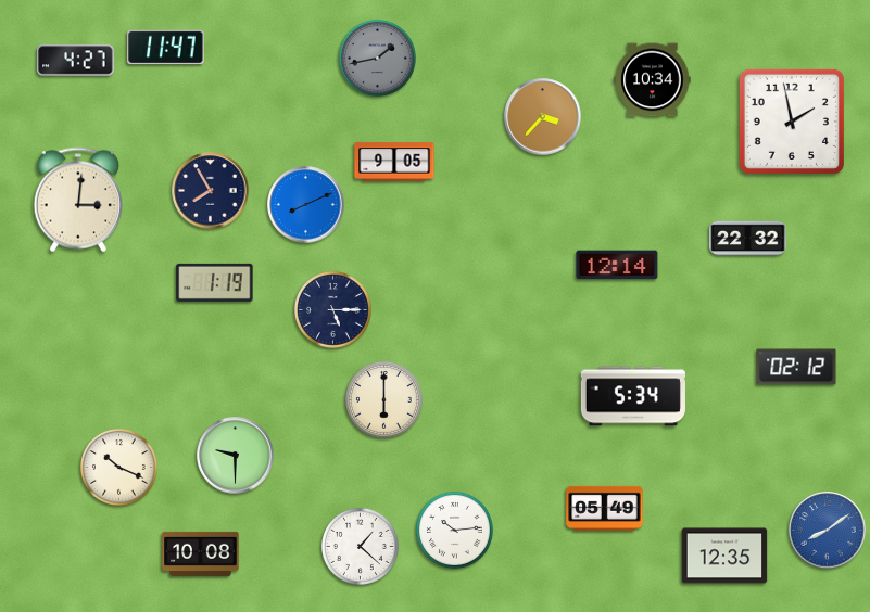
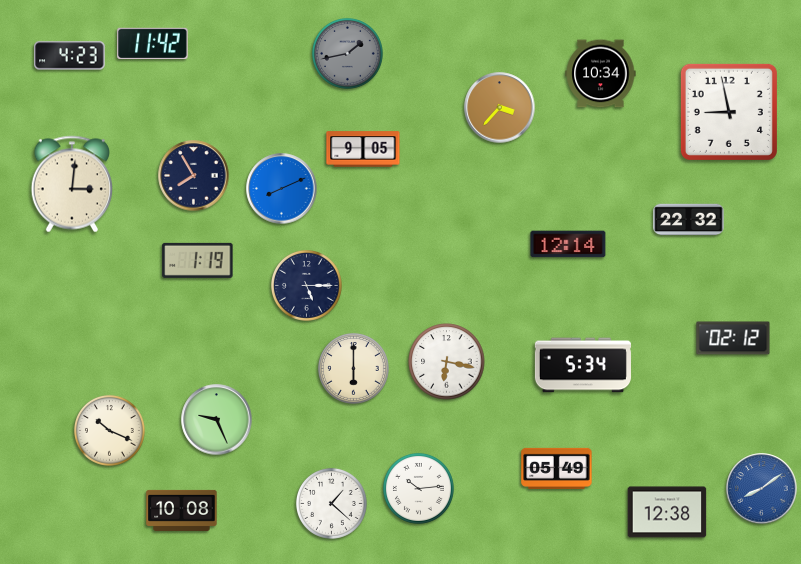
clock at (166, 48): 11:47 -> 11:42
clock at (76, 61): 4:27 -> 4:23
clock at (792, 122): 1:58 -> 8:58
clock at (447, 362): none -> 6:17
clock at (236, 456): 9:30 -> 9:26
clock at (201, 553) position: (201, 553) -> (182, 510)
clock at (724, 556): 12:35 -> 12:38
